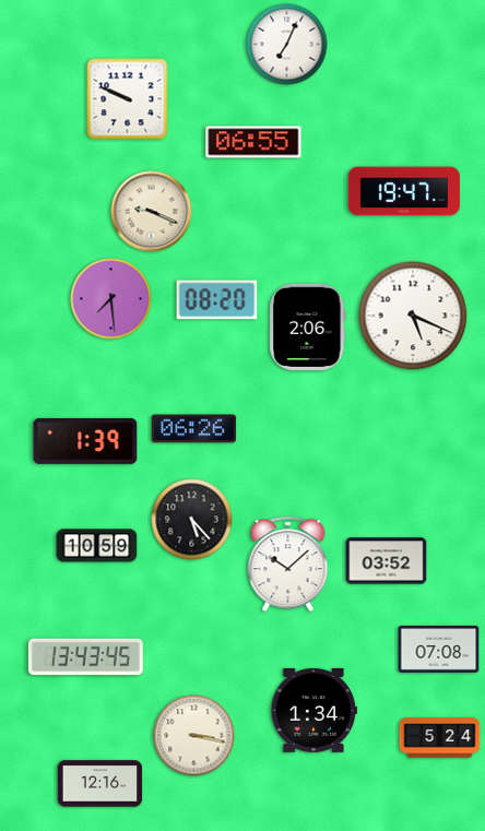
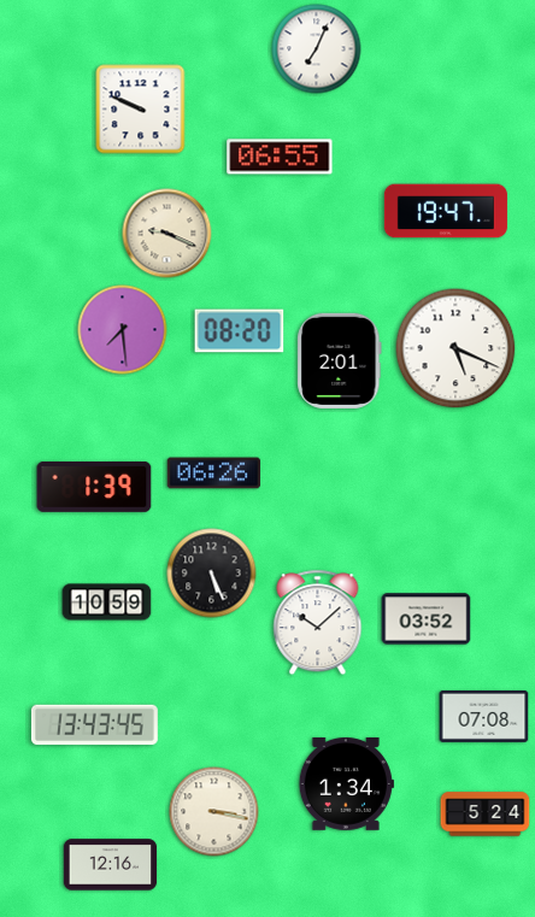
clock at (308, 327): 2:06 -> 2:01
clock at (192, 520): 5:23 -> 5:26
